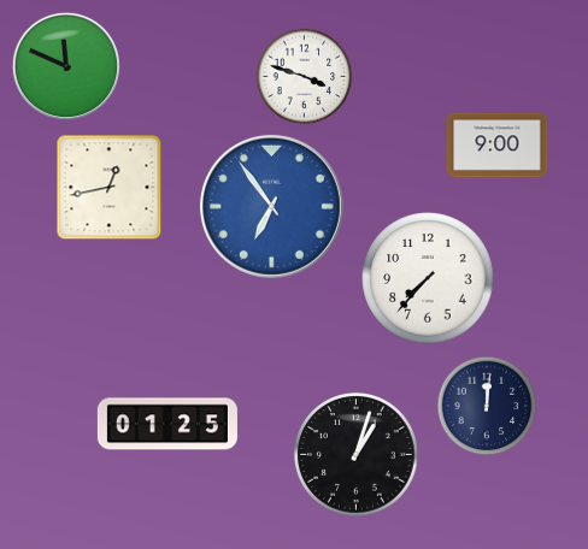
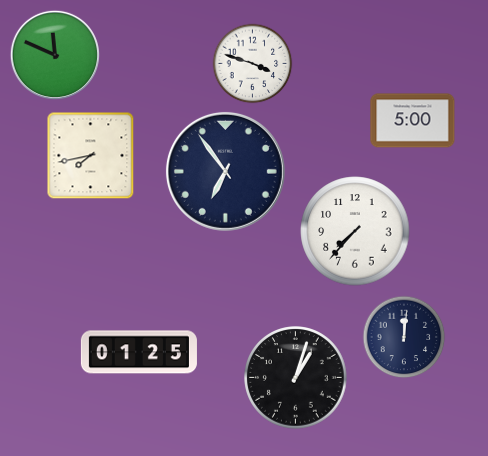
clock at (498, 146): 9:00 -> 5:00
clock at (110, 188): 12:43 -> 7:43
clock at (271, 206) dial: blue -> navy
